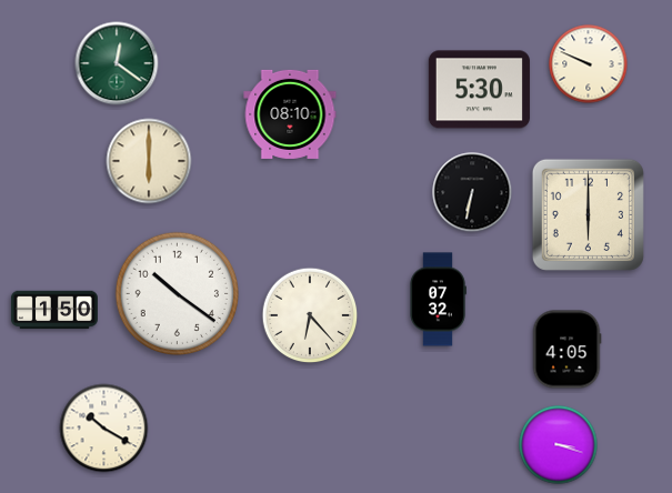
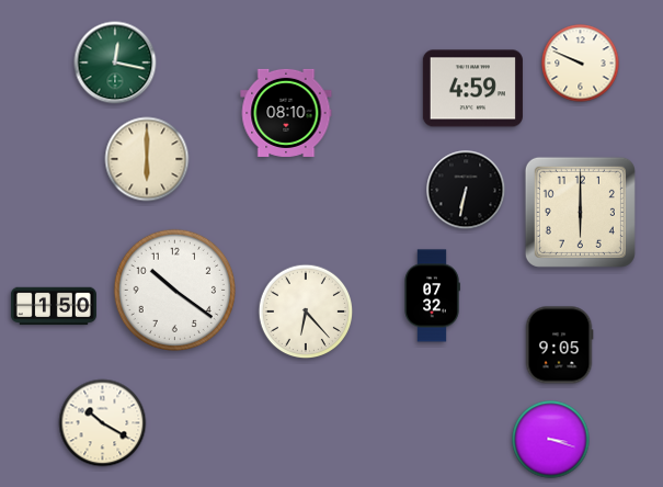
clock at (117, 63): 12:21 -> 12:17
clock at (479, 90): 5:30 -> 4:59
clock at (566, 350): 4:05 -> 9:05
